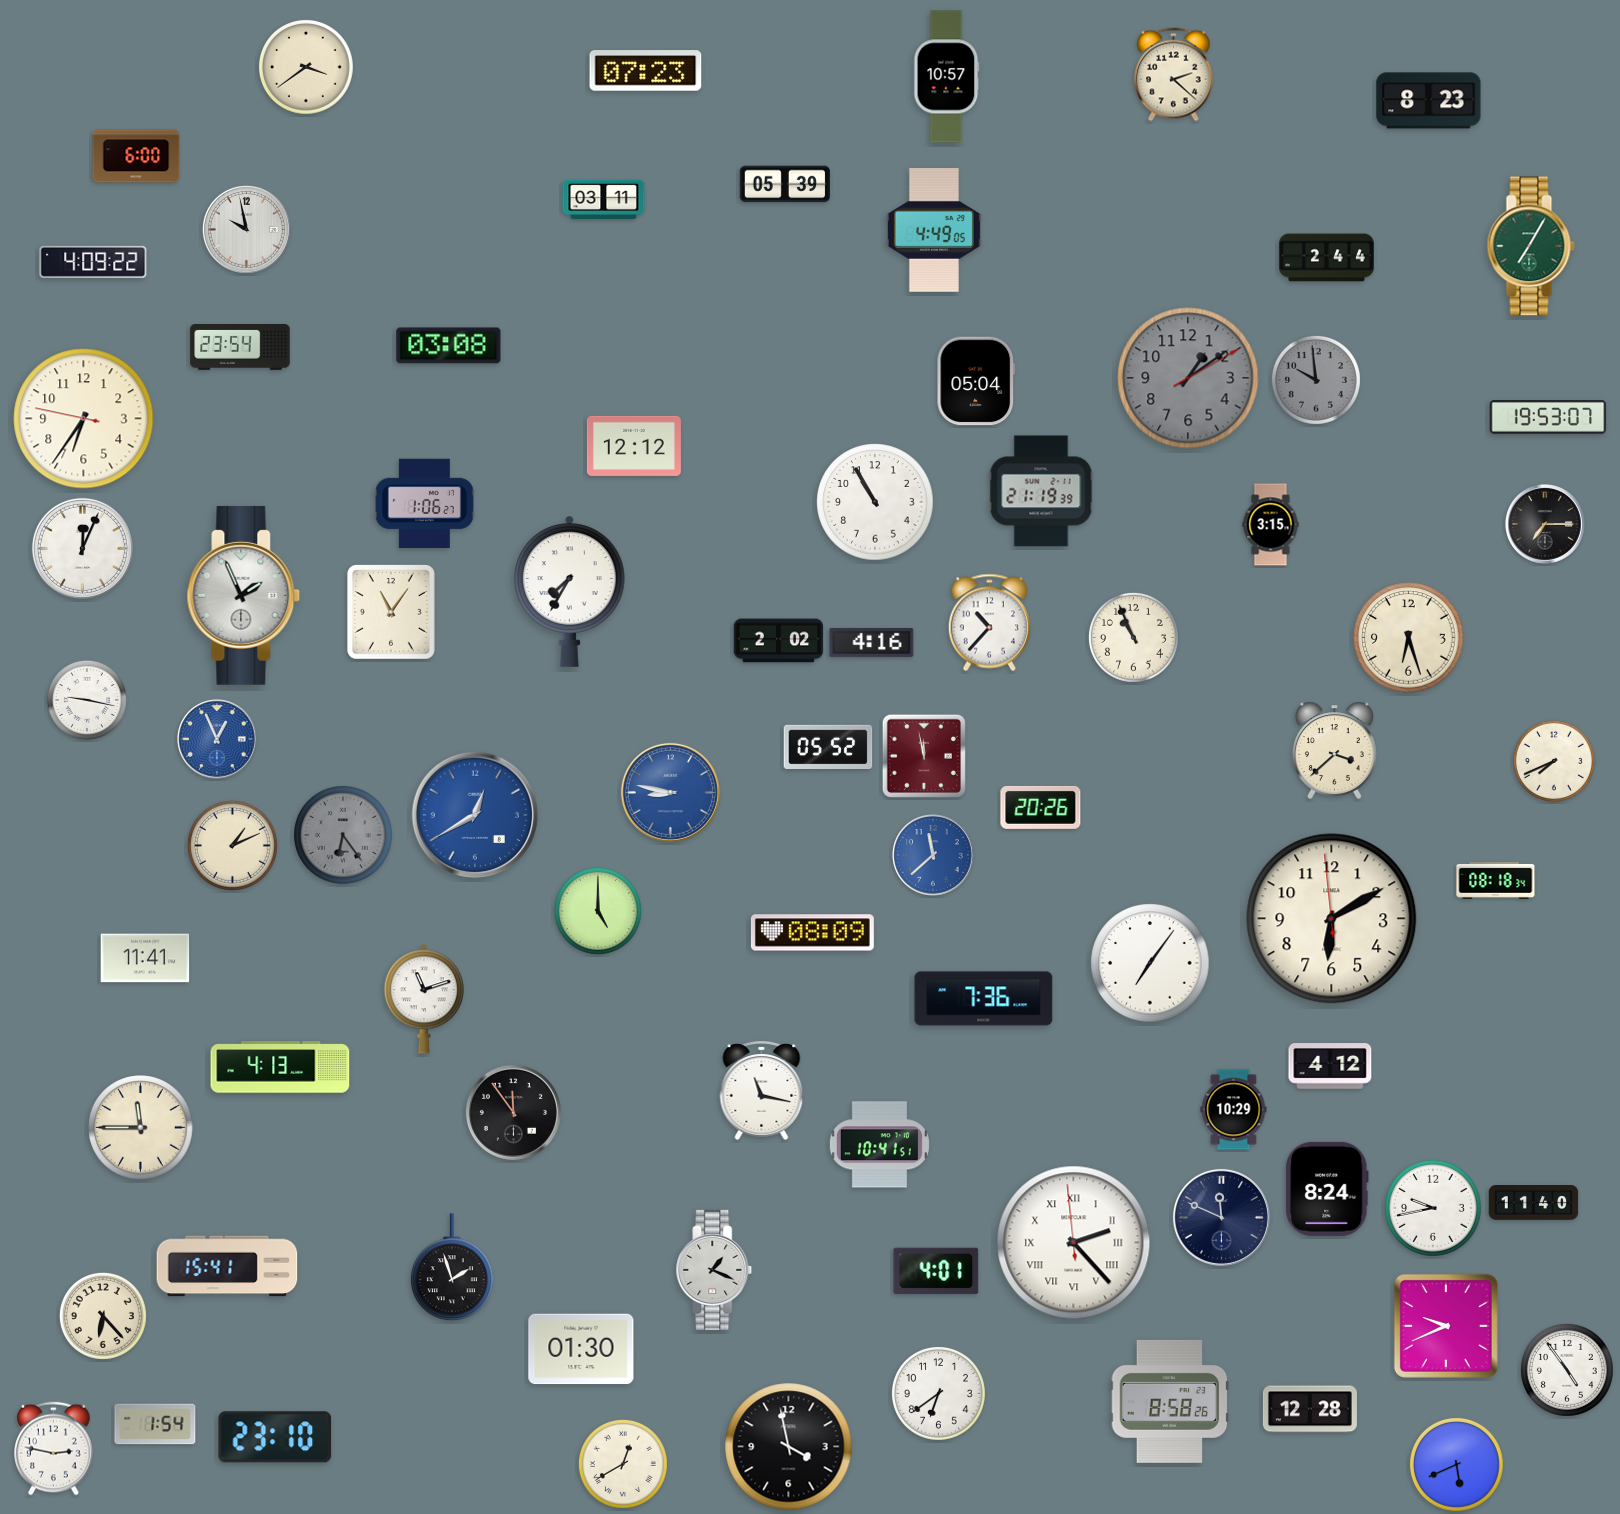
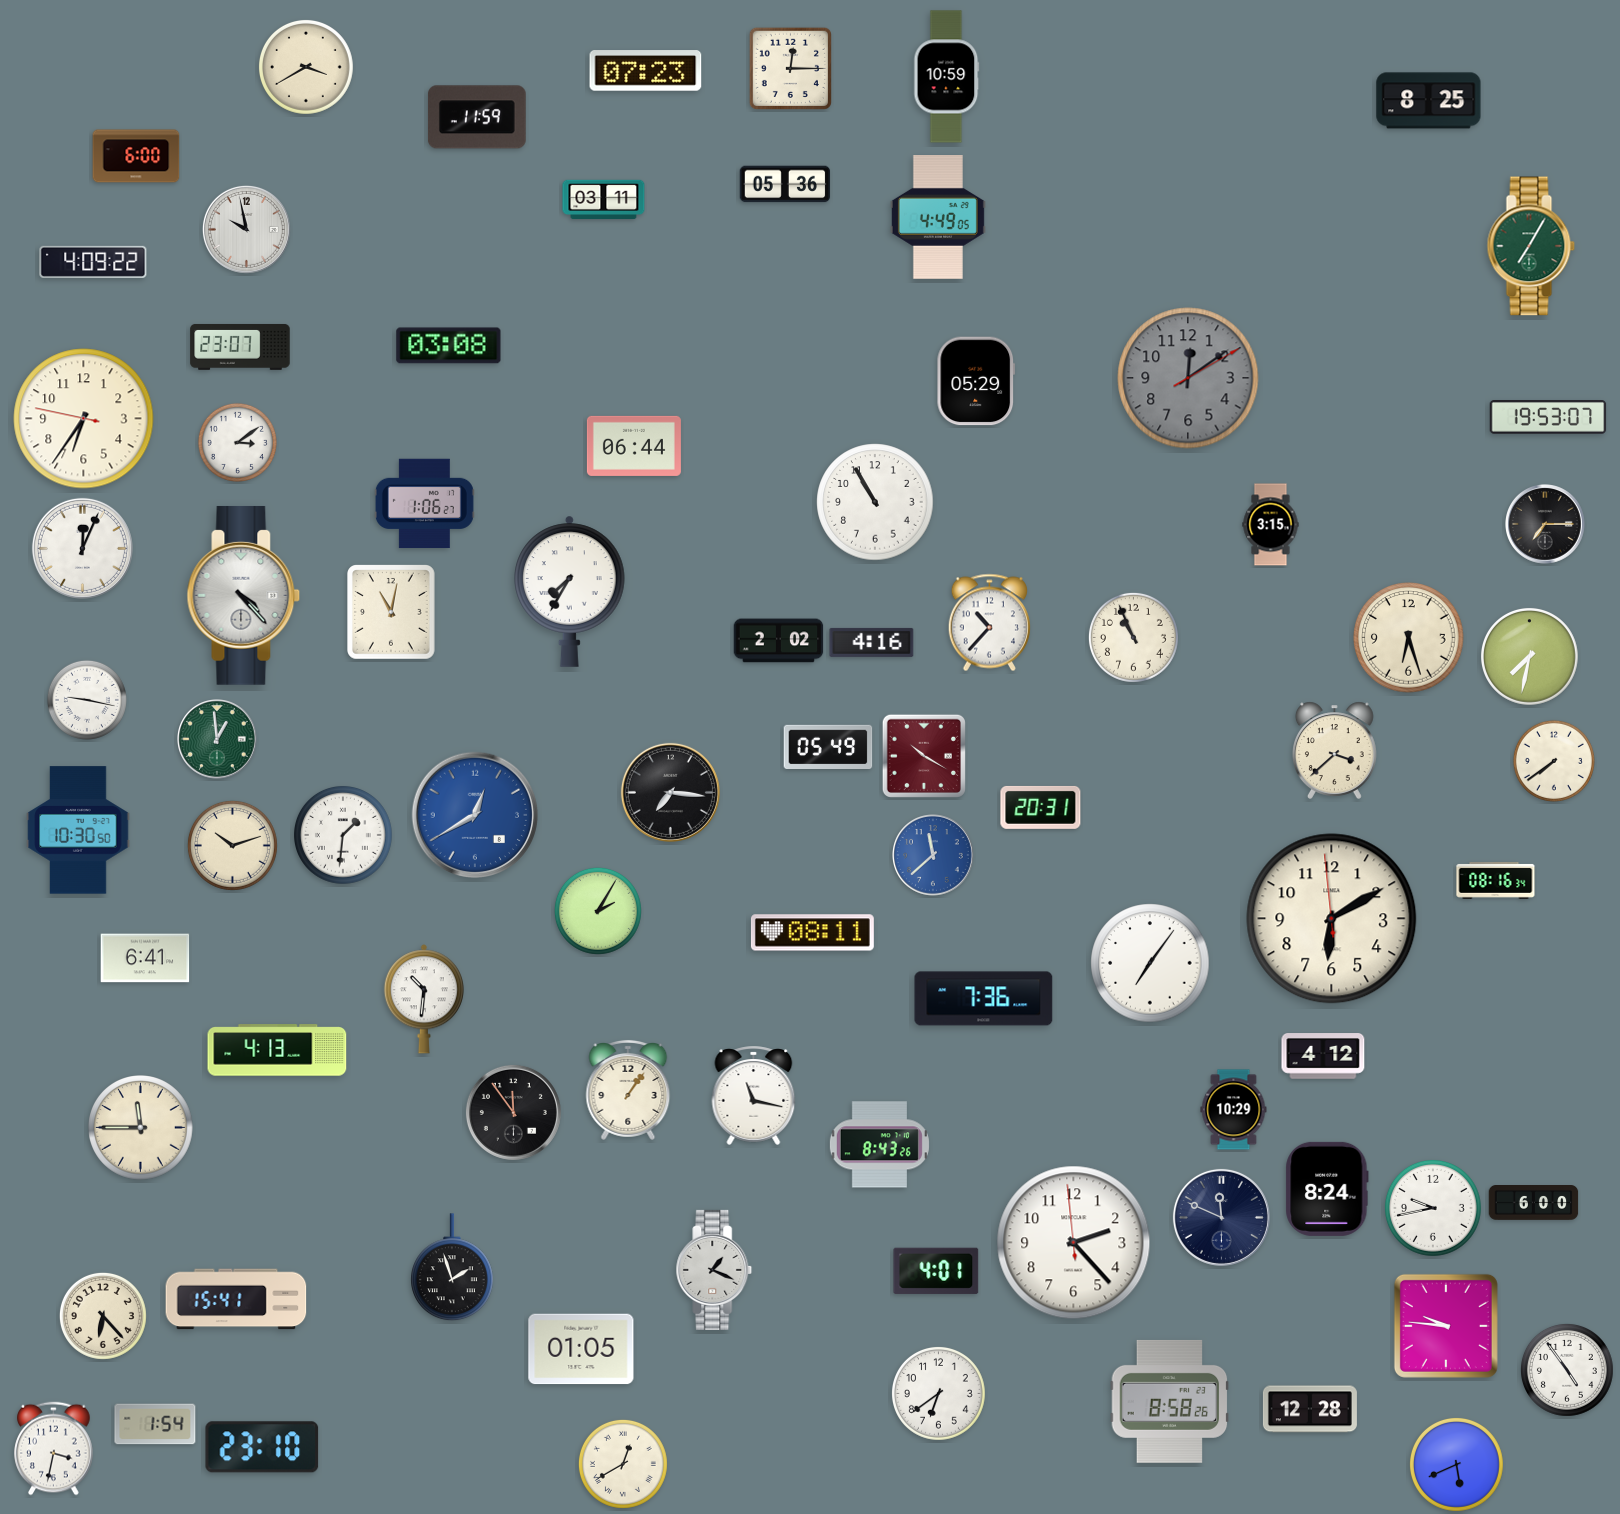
clock at (306, 67): 3:39 -> 3:40
clock at (790, 68): none -> 12:15
clock at (1174, 75): 2:22 -> none
clock at (947, 77): 10:57 -> 10:59
clock at (1429, 101): 8:23 -> 8:25
clock at (477, 117): none -> 11:59
clock at (785, 184): 05:39 -> 05:36
clock at (934, 231) position: (934, 231) -> (938, 218)
clock at (1326, 258): 2:44 -> none
clock at (240, 347): 23:54 -> 23:07
clock at (1188, 378): 1:09 -> 12:09
clock at (1316, 380): 9:59 -> none
clock at (976, 381): 05:04 -> 05:29
clock at (237, 442): none -> 3:09
clock at (634, 446): 12:12 -> 06:44
clock at (1041, 491): 21:19 -> none
clock at (244, 595): 1:56 -> 4:23
clock at (392, 613): 11:06 -> 11:02
clock at (1530, 657): none -> 7:32
clock at (218, 740): 12:56 -> 12:59
clock at (218, 740) dial: blue -> green
clock at (828, 747): 05:52 -> 05:49
clock at (924, 756): 11:58 -> 10:20
clock at (1554, 761): 7:41 -> 7:39
clock at (670, 792): 8:47 -> 7:16
clock at (670, 792) dial: blue -> black
clock at (1041, 807): 20:26 -> 20:31
clock at (78, 830): none -> 10:30
clock at (344, 836): 6:24 -> 1:31
clock at (344, 836) dial: grey -> white
clock at (232, 845): 1:11 -> 10:12
clock at (1496, 881): 08:18 -> 08:16
clock at (598, 911): 5:00 -> 2:05
clock at (812, 933): 08:09 -> 08:11
clock at (145, 958): 11:41 -> 6:41
clock at (424, 999): 11:12 -> 10:31
clock at (1330, 1066) position: (1330, 1066) -> (1323, 1056)
clock at (280, 1067) position: (280, 1067) -> (277, 1050)
clock at (628, 1090): none -> 1:06
clock at (762, 1090) position: (762, 1090) -> (754, 1095)
clock at (879, 1145): 10:41 -> 8:43
clock at (1534, 1203): 11:40 -> 6:00
clock at (1074, 1243) numerals: Roman -> Arabic
clock at (227, 1266) position: (227, 1266) -> (236, 1299)
clock at (1446, 1326): 9:41 -> 9:46
clock at (581, 1349): 01:30 -> 01:05
clock at (275, 1437) position: (275, 1437) -> (262, 1447)
clock at (789, 1447): 3:58 -> none
clock at (54, 1449): 2:47 -> 3:32
